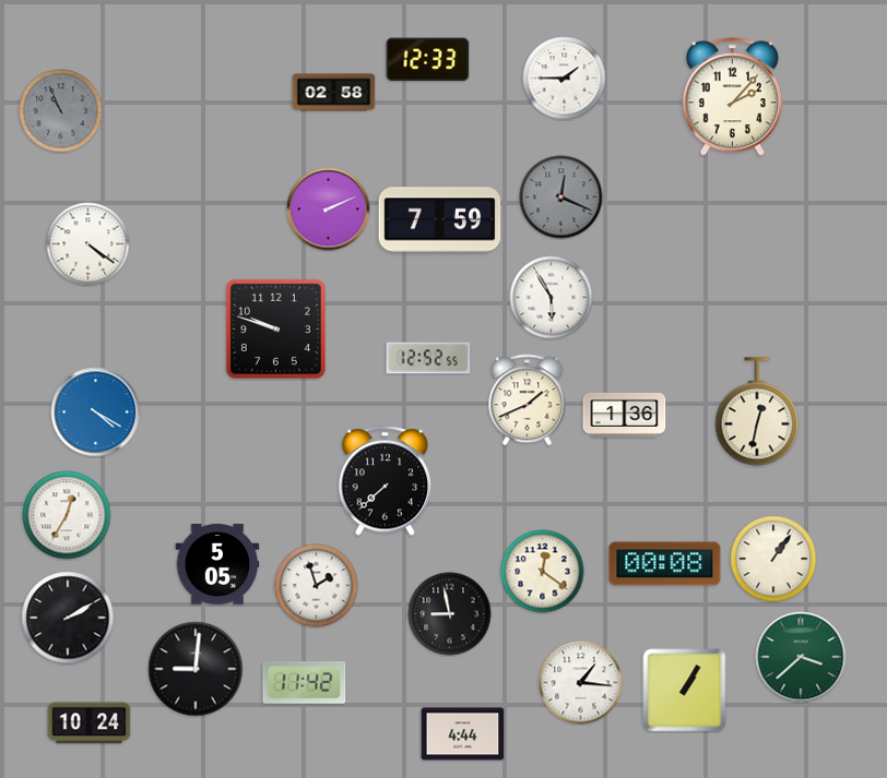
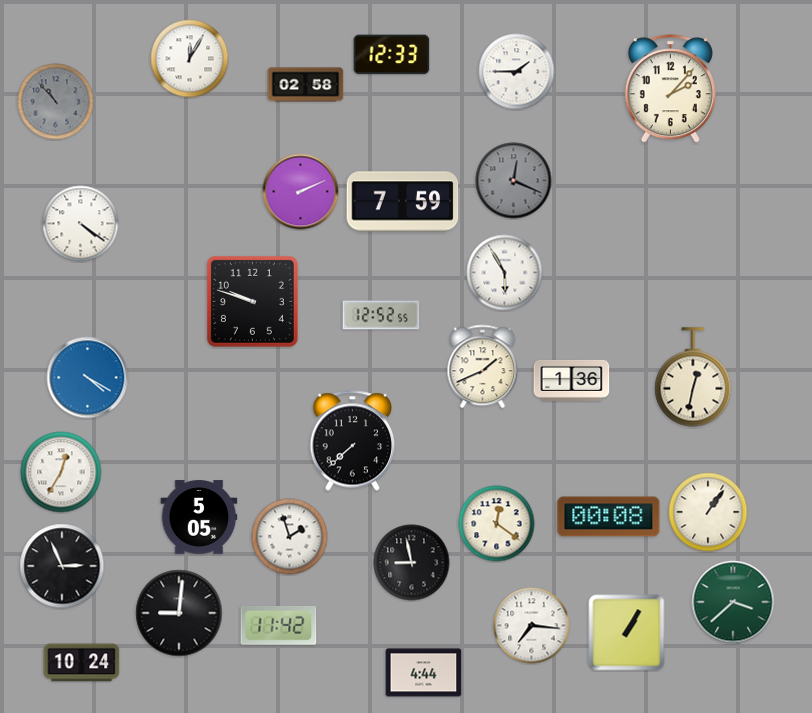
clock at (190, 59): none -> 12:05
clock at (61, 111): 10:56 -> 10:53
clock at (428, 358) position: (428, 358) -> (381, 315)
clock at (68, 618): 2:10 -> 2:56
clock at (581, 683): 1:16 -> 7:16
